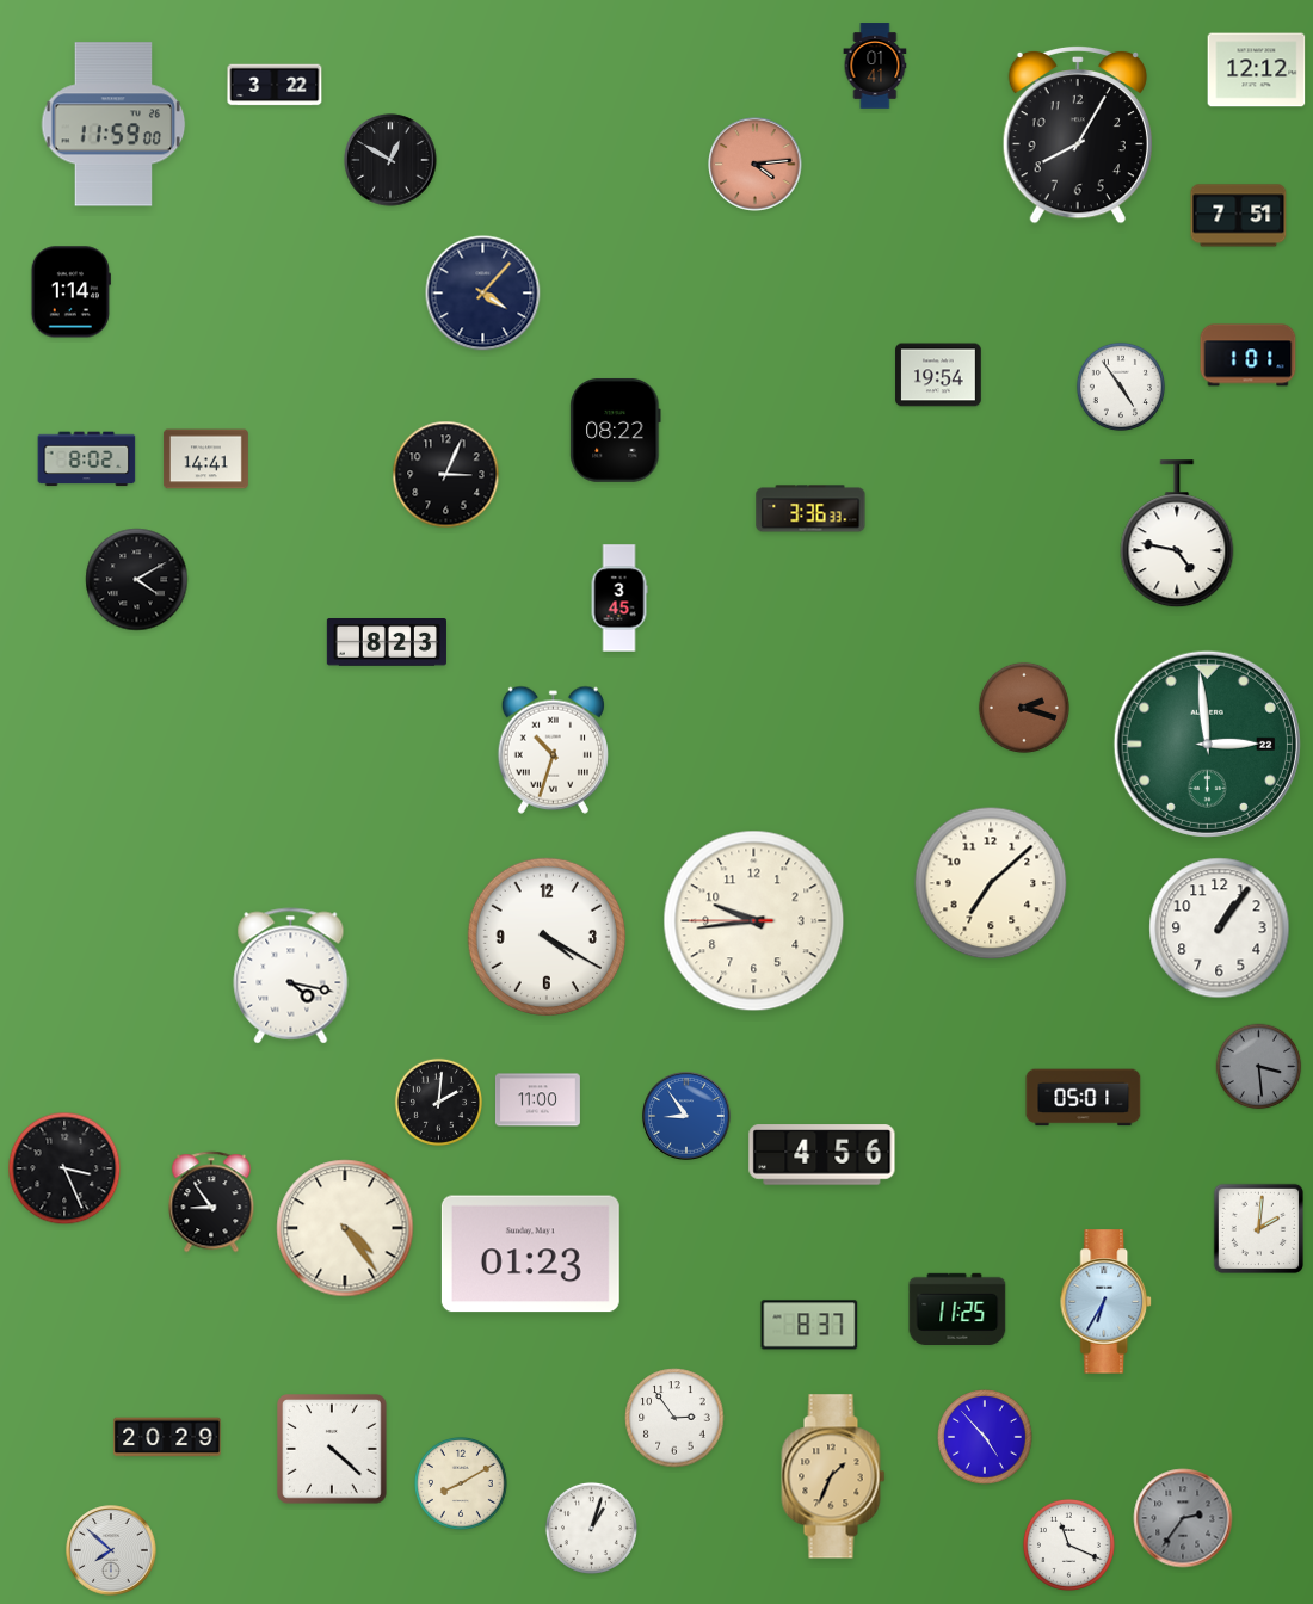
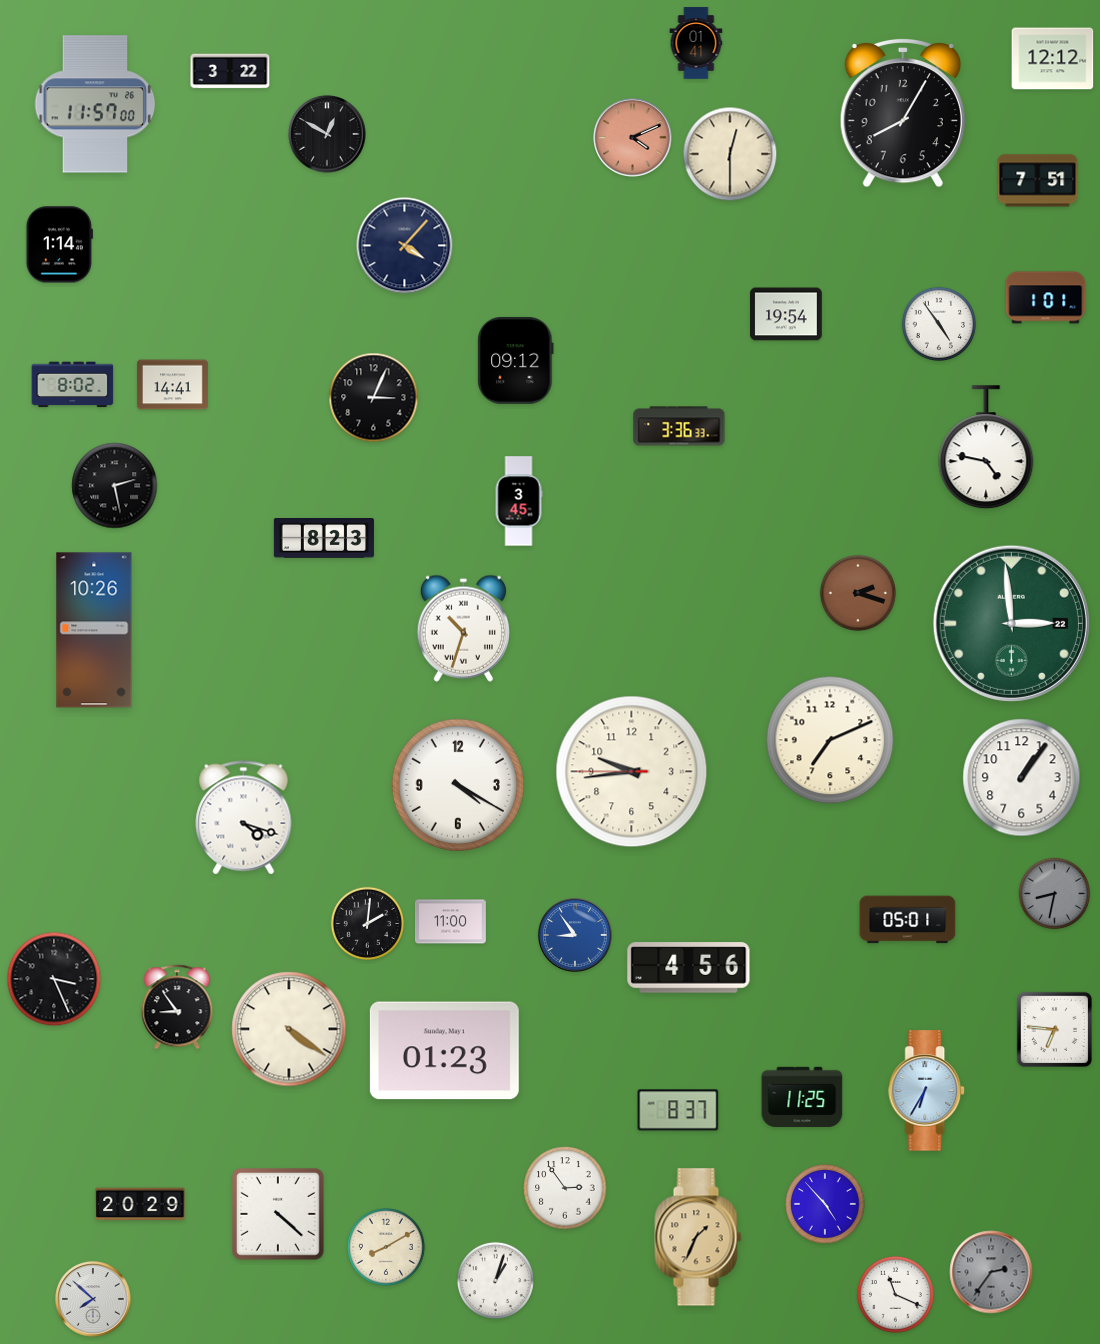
clock at (875, 66) position: (875, 66) -> (696, 43)
clock at (113, 124): 11:59 -> 11:57
clock at (756, 165): 4:14 -> 4:11
clock at (730, 154): none -> 12:30
clock at (616, 430): 08:22 -> 09:12
clock at (137, 580): 4:10 -> 2:28
clock at (94, 630): none -> 10:26
clock at (991, 883): 7:08 -> 7:11
clock at (291, 976): 4:17 -> 4:18
clock at (1259, 1067): 3:29 -> 8:32
clock at (345, 1228): 4:24 -> 4:21
clock at (1258, 1228): 2:01 -> 6:46
clock at (461, 1483) position: (461, 1483) -> (386, 1247)
